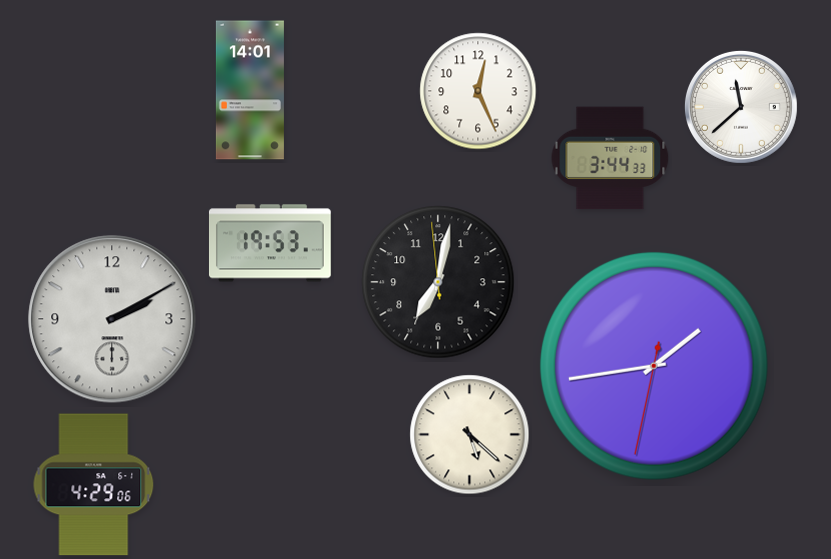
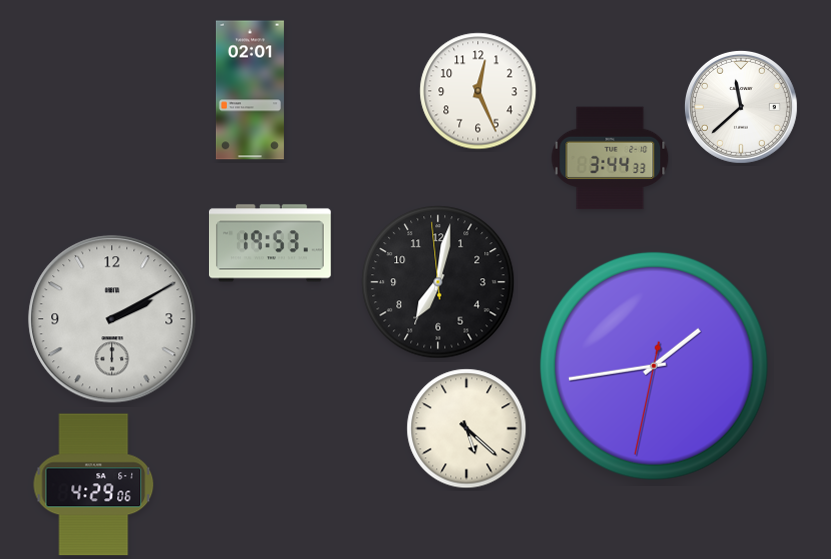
clock at (250, 90): 14:01 -> 02:01
clock at (470, 435) position: (470, 435) -> (467, 429)
